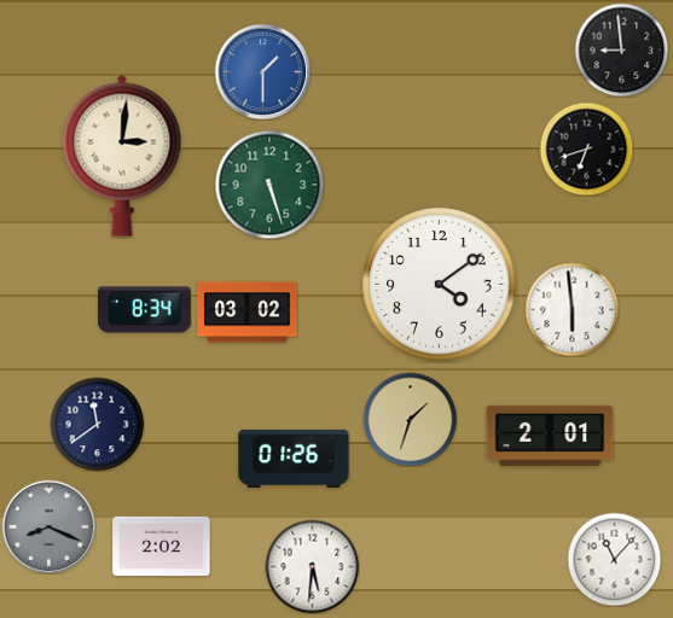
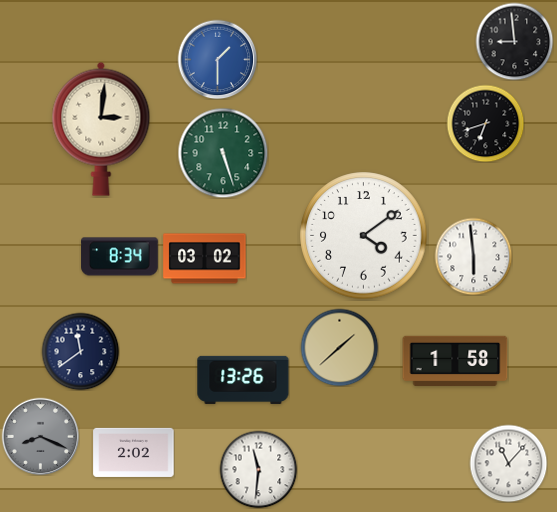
clock at (410, 419): 1:33 -> 1:38
clock at (550, 435): 2:01 -> 1:58
clock at (294, 459): 01:26 -> 13:26
clock at (312, 566): 5:31 -> 11:31
